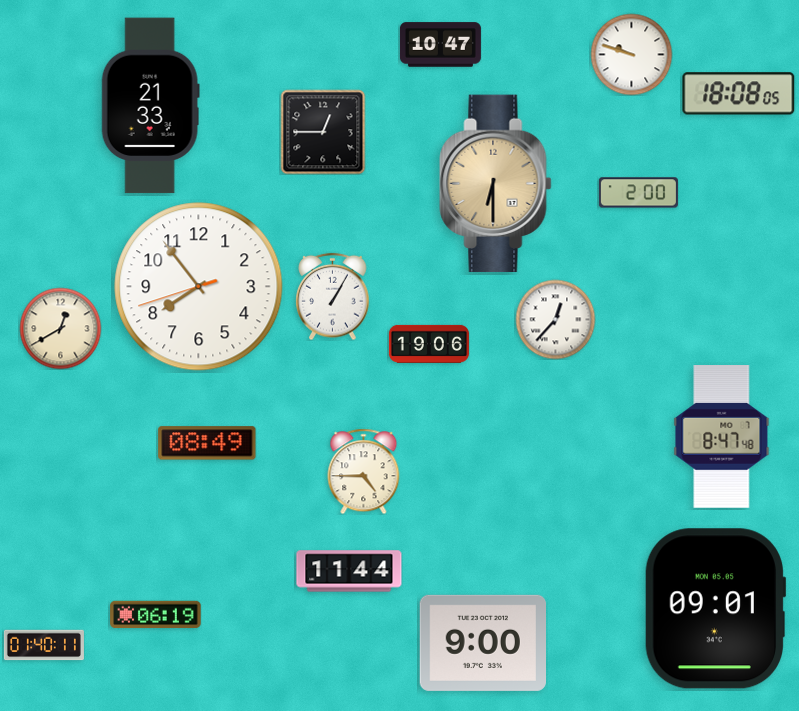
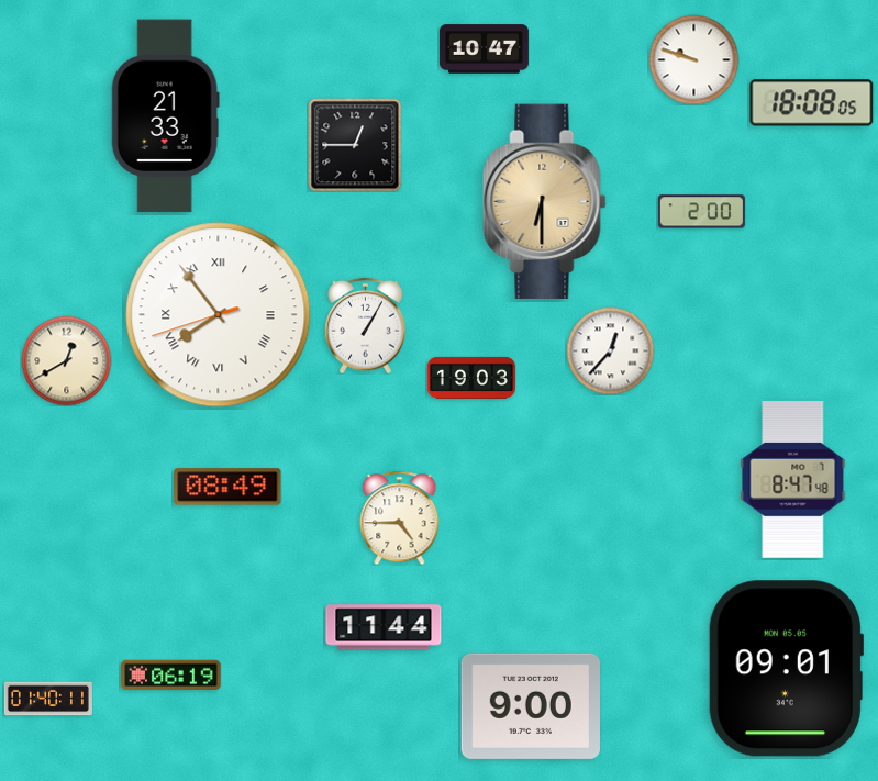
clock at (199, 287) numerals: Arabic -> Roman
clock at (429, 344): 19:06 -> 19:03
clock at (44, 645) position: (44, 645) -> (48, 699)
